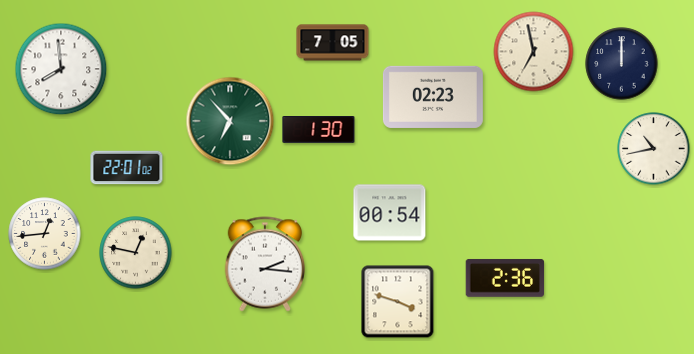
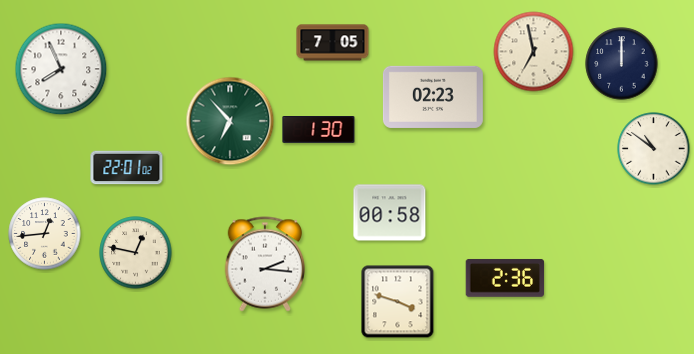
clock at (61, 69): 7:59 -> 7:56
clock at (654, 149): 10:43 -> 10:51
clock at (390, 213): 00:54 -> 00:58
